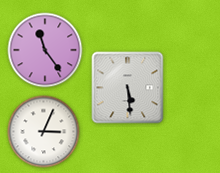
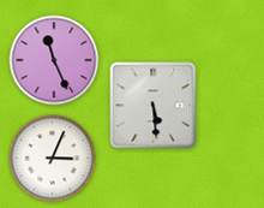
clock at (45, 50): 11:24 -> 11:26
